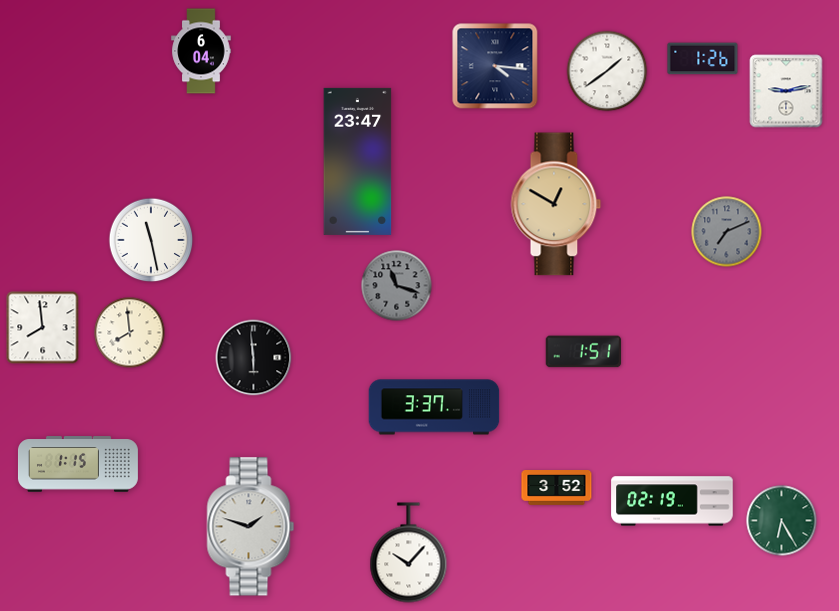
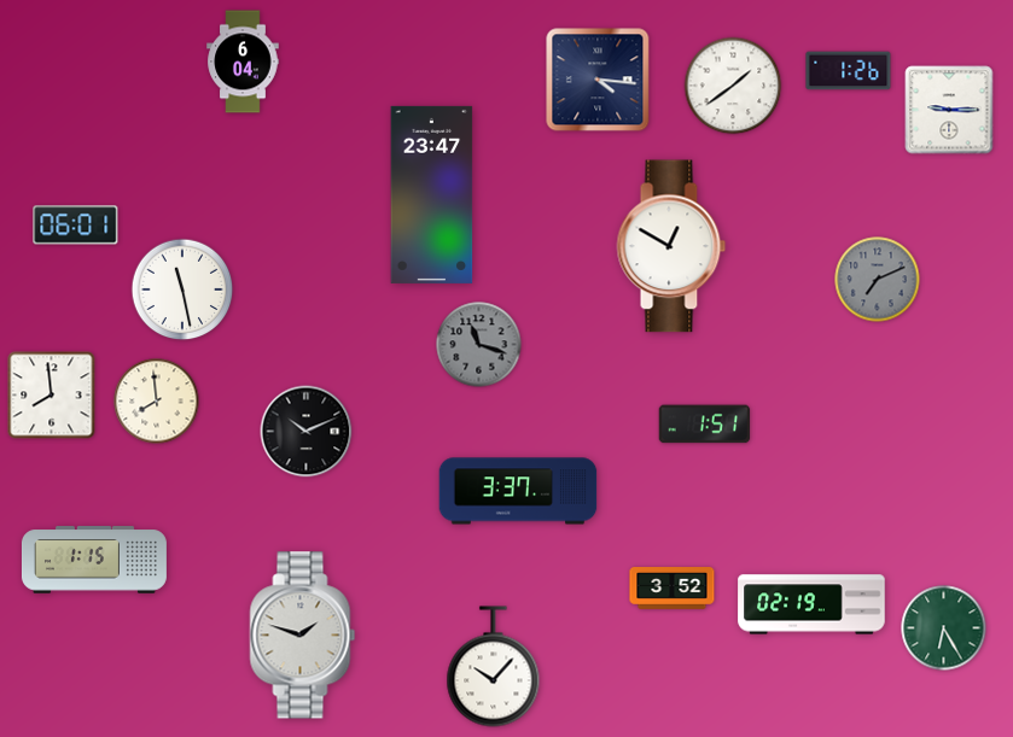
clock at (786, 91): 9:13 -> 9:15
clock at (76, 226): none -> 06:01
clock at (556, 204) dial: champagne -> white
clock at (254, 358): 5:59 -> 10:11
clock at (434, 407) position: (434, 407) -> (518, 491)
